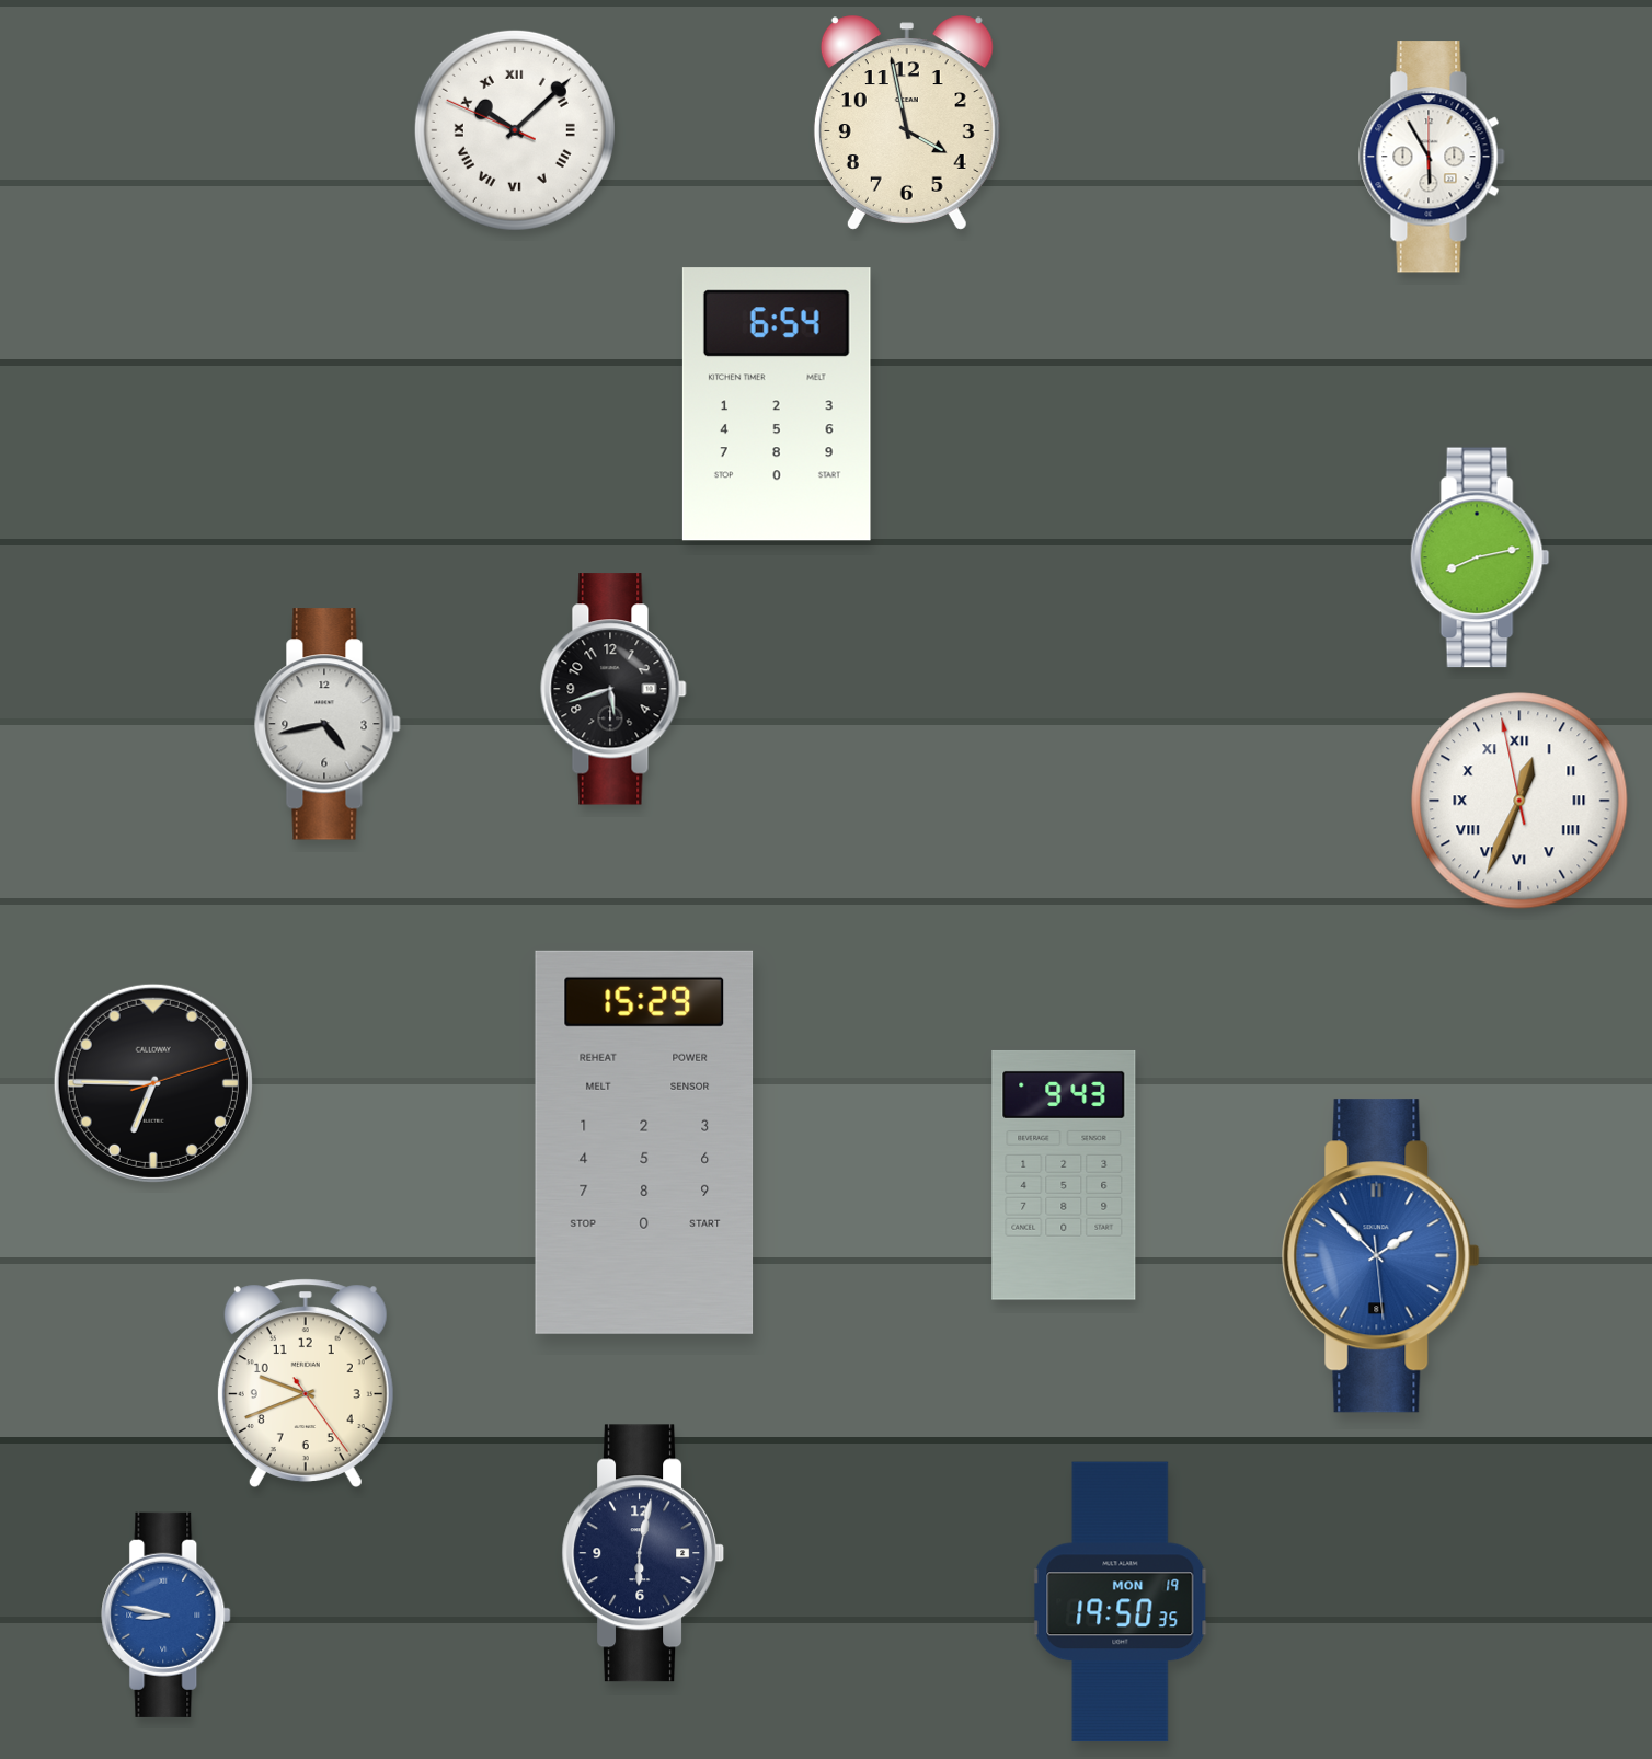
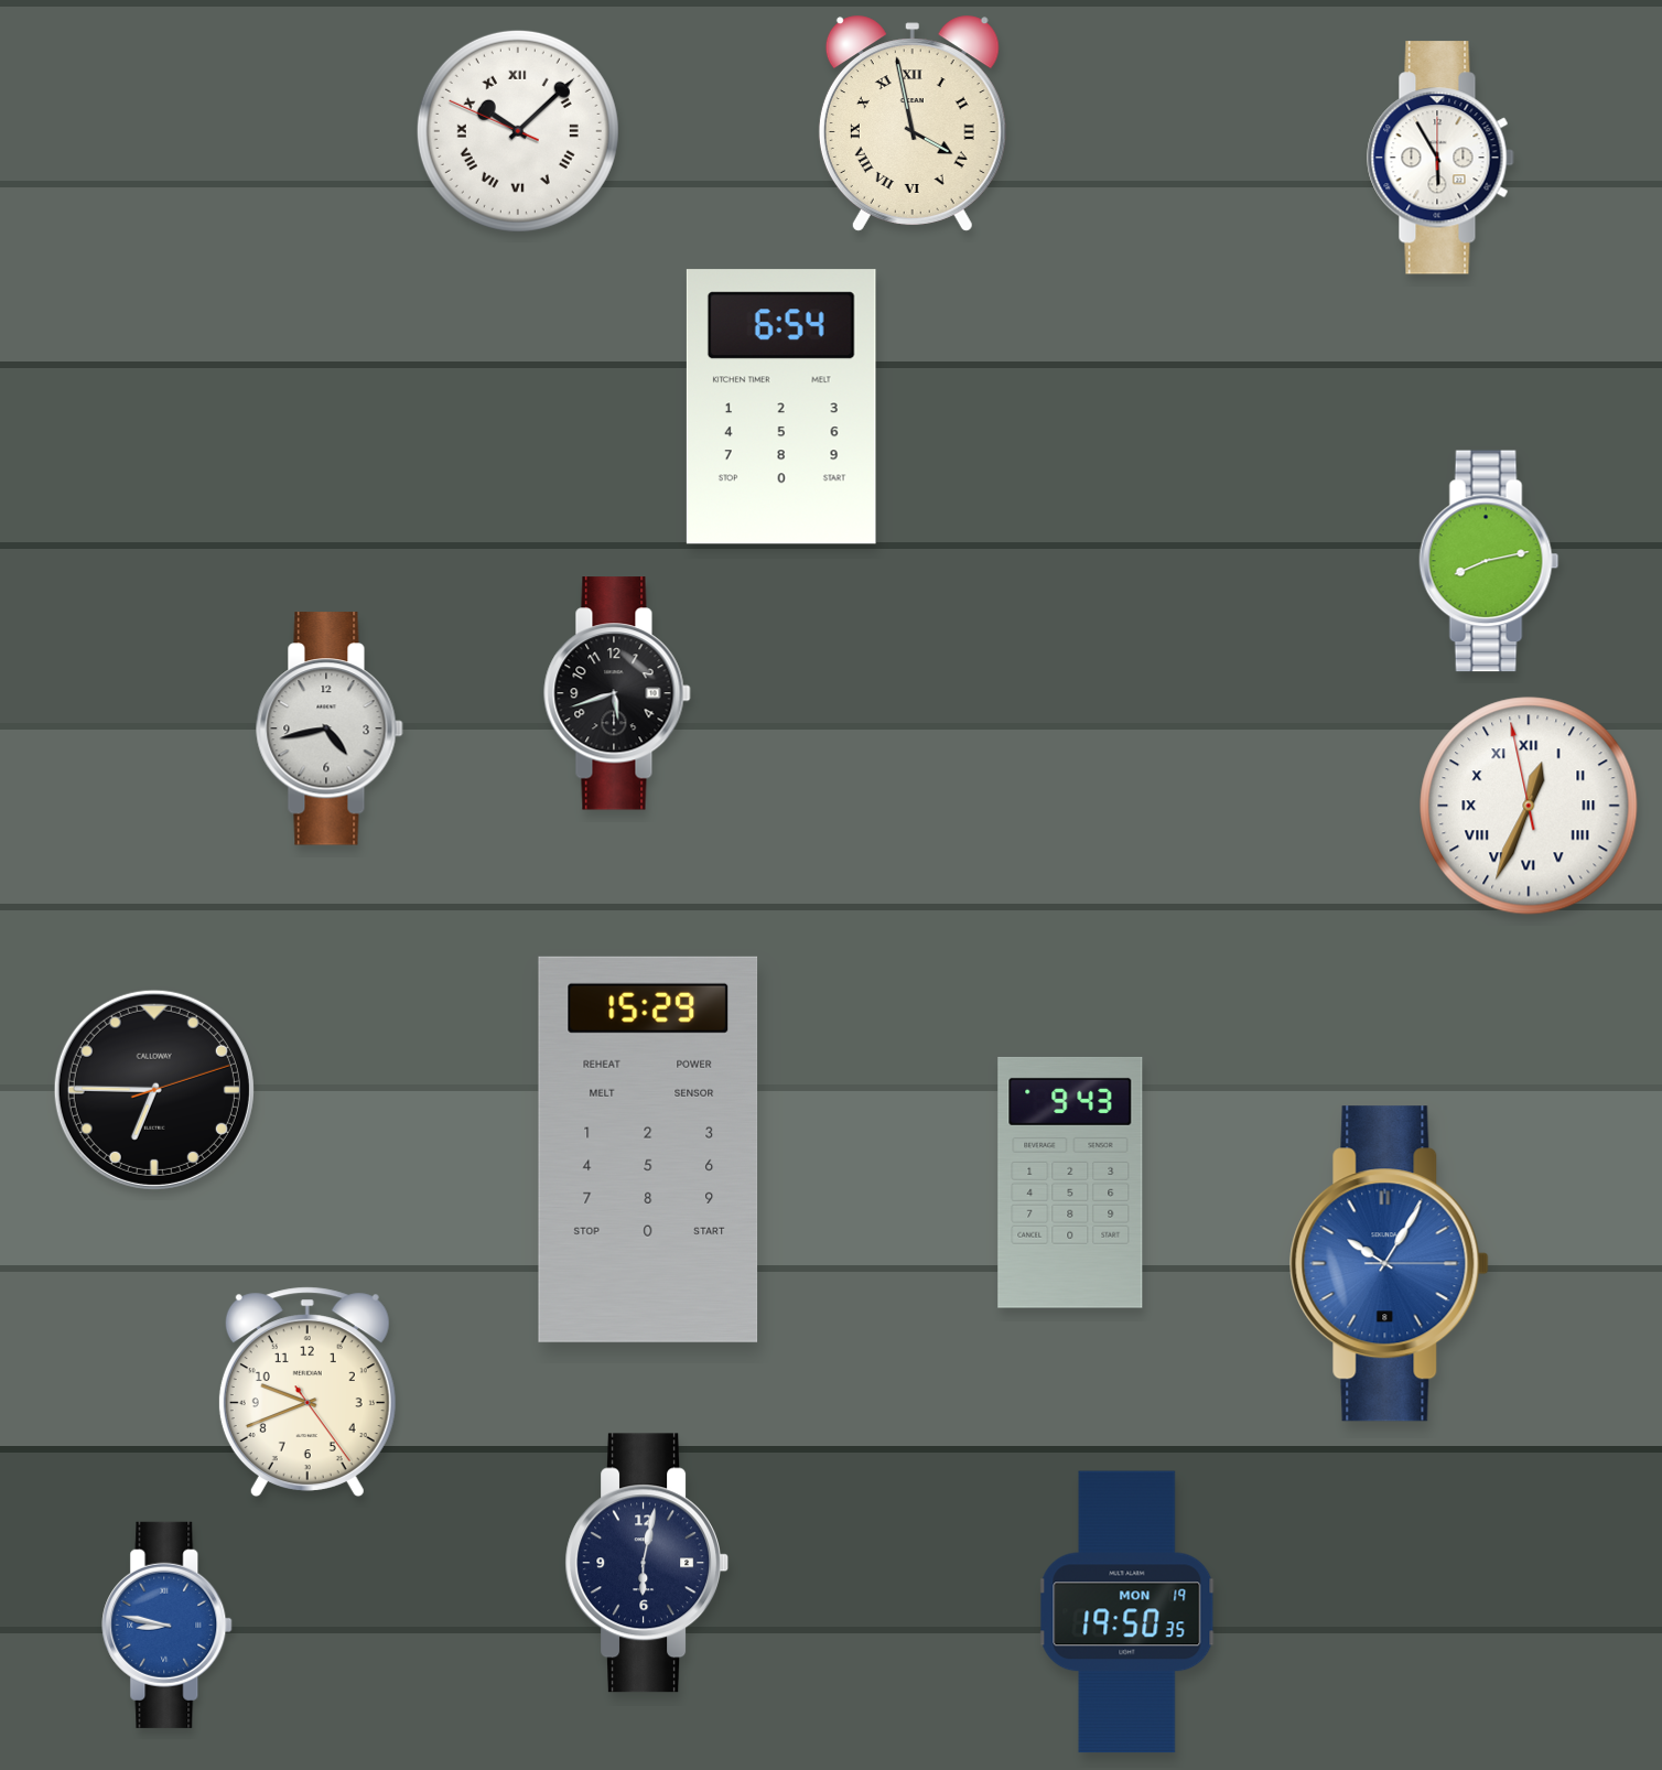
clock at (907, 123) numerals: Arabic -> Roman
clock at (1380, 1256): 1:52 -> 10:05
